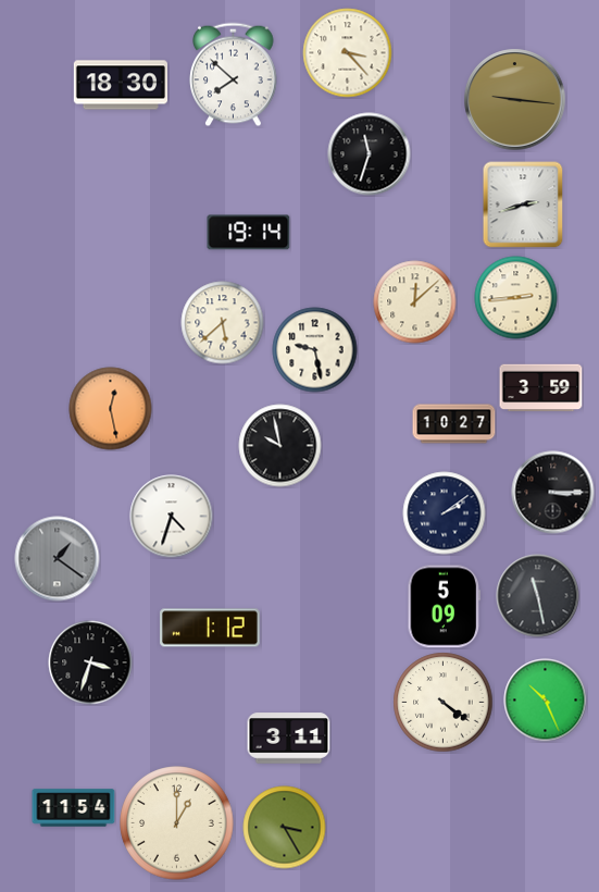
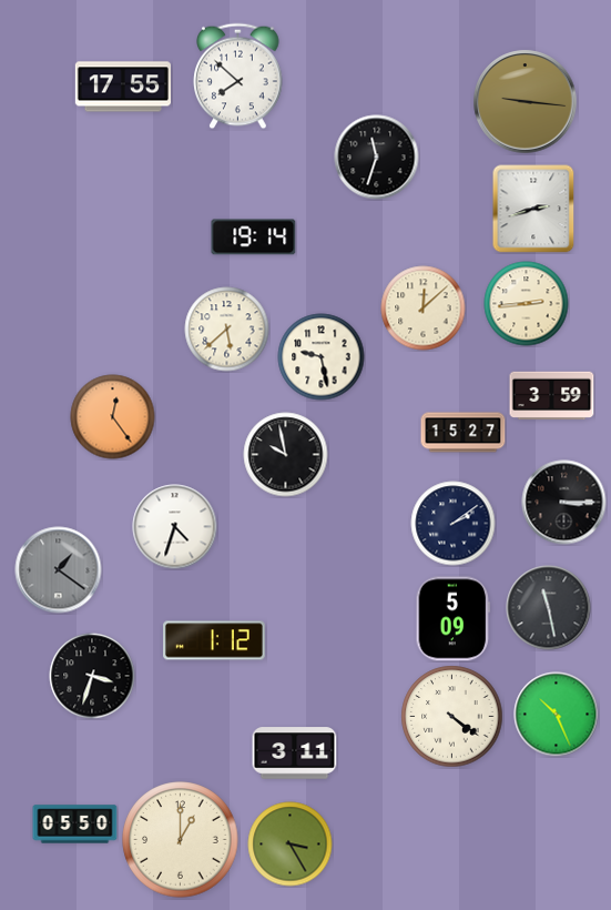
clock at (348, 53): 3:23 -> none
clock at (120, 85): 18:30 -> 17:55
clock at (111, 409): 12:28 -> 12:24
clock at (454, 424): 10:27 -> 15:27
clock at (74, 808): 11:54 -> 05:50
